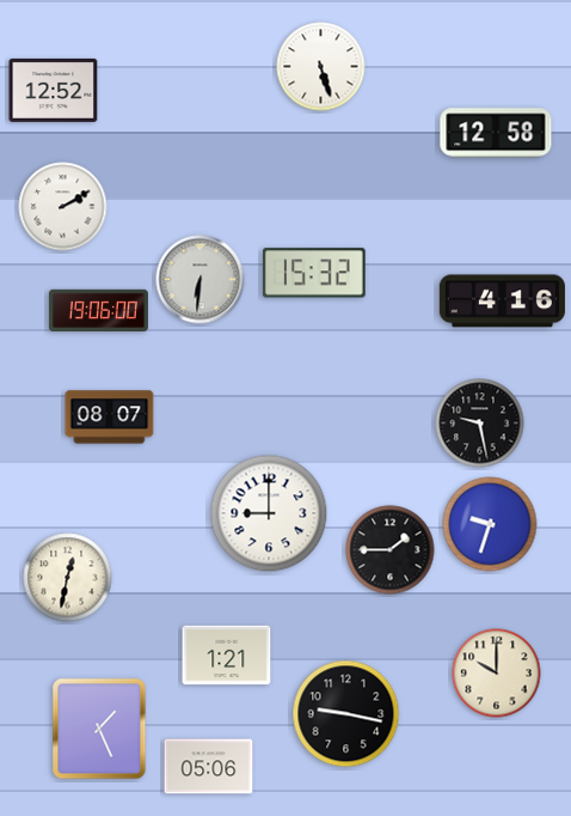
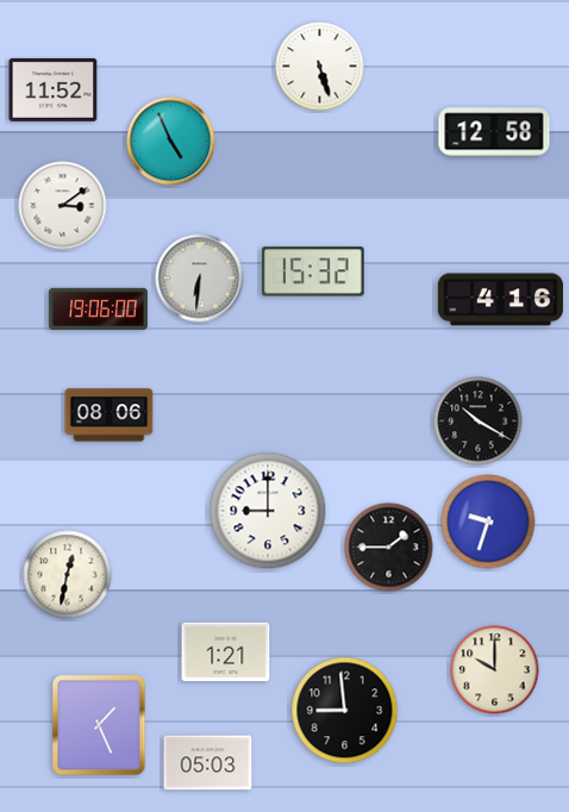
clock at (54, 90): 12:52 -> 11:52
clock at (171, 142): none -> 4:56
clock at (63, 207): 2:10 -> 3:09
clock at (110, 418): 08:07 -> 08:06
clock at (480, 424): 9:28 -> 10:20
clock at (346, 714): 9:17 -> 8:59
clock at (209, 767): 05:06 -> 05:03
